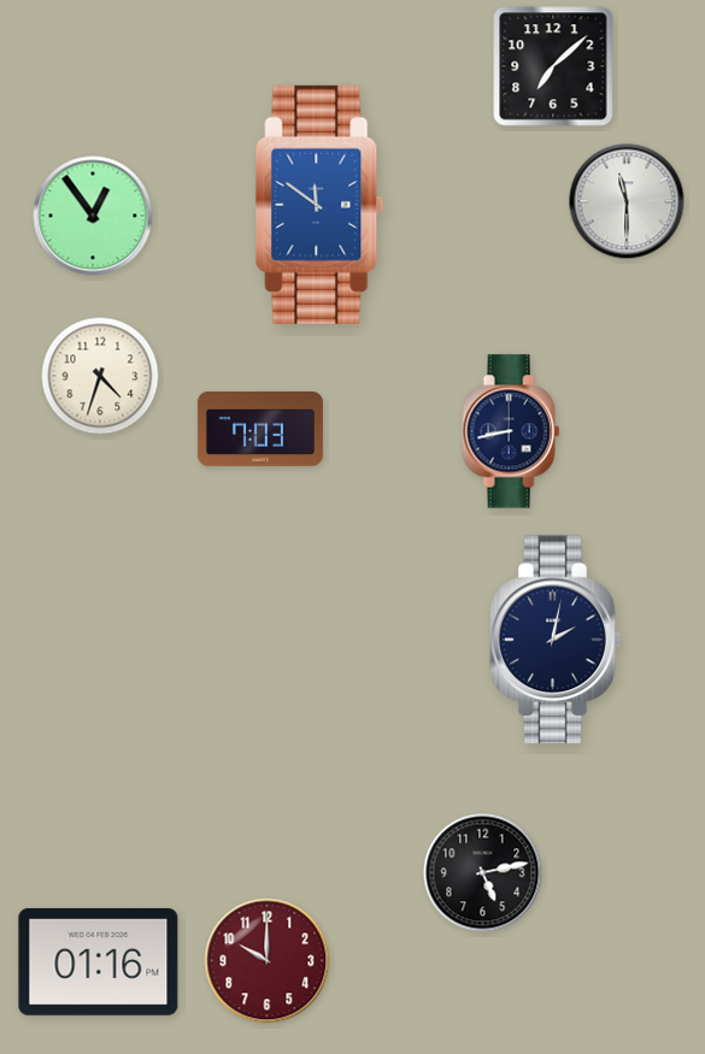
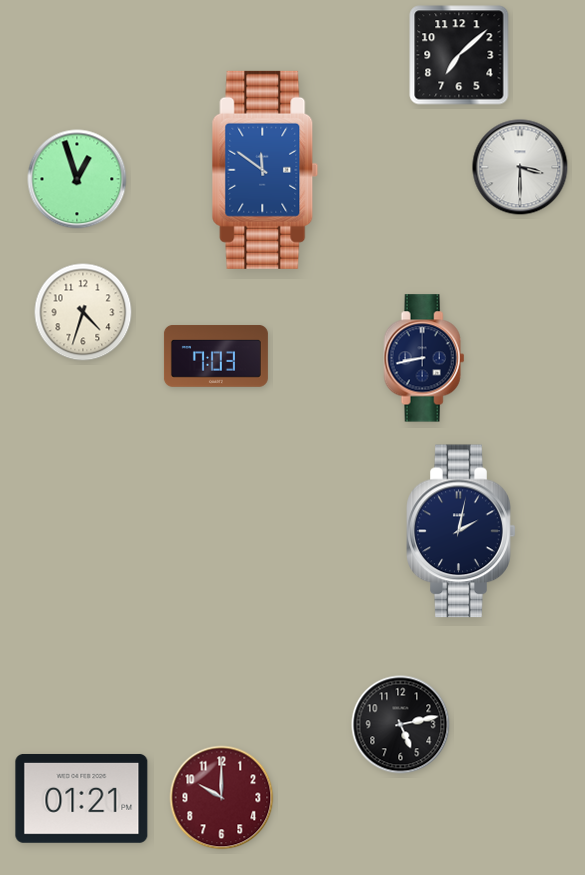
clock at (627, 201): 11:30 -> 3:30
clock at (93, 216): 12:54 -> 12:57
clock at (99, 961): 01:16 -> 01:21
